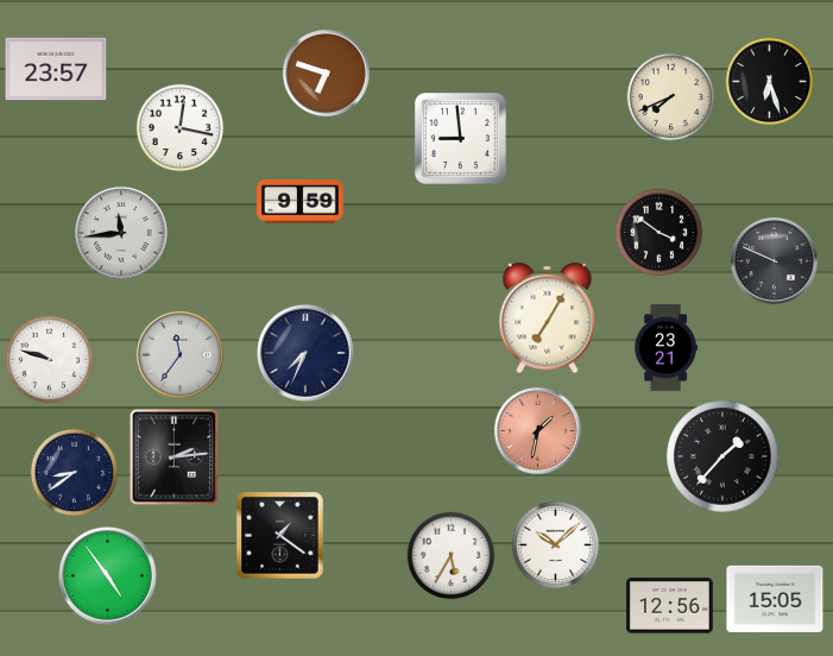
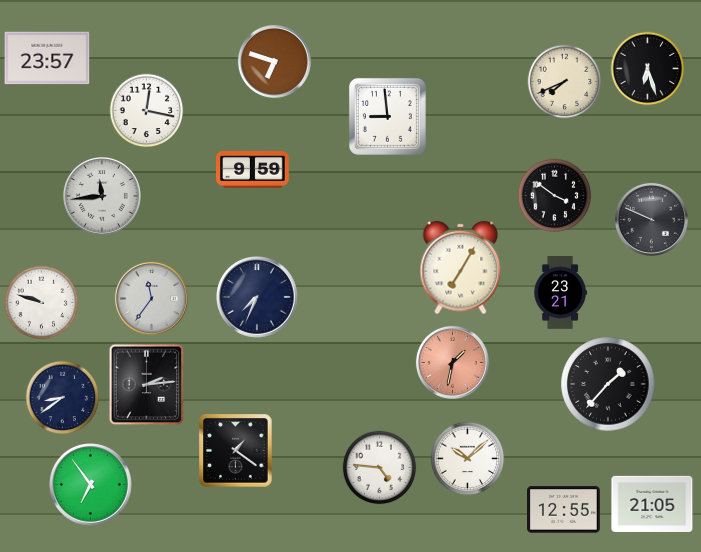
clock at (181, 128) position: (181, 128) -> (147, 111)
clock at (452, 556): 5:35 -> 4:46
clock at (108, 576): 4:54 -> 6:54
clock at (775, 599): 15:05 -> 21:05
clock at (670, 606): 12:56 -> 12:55
